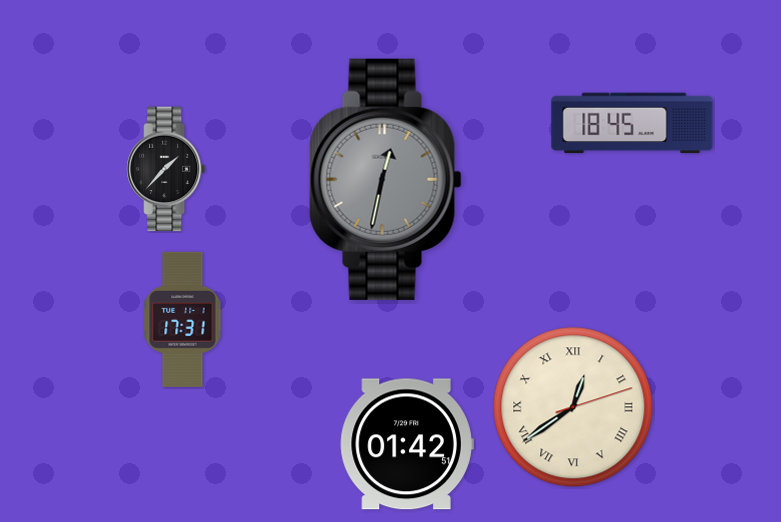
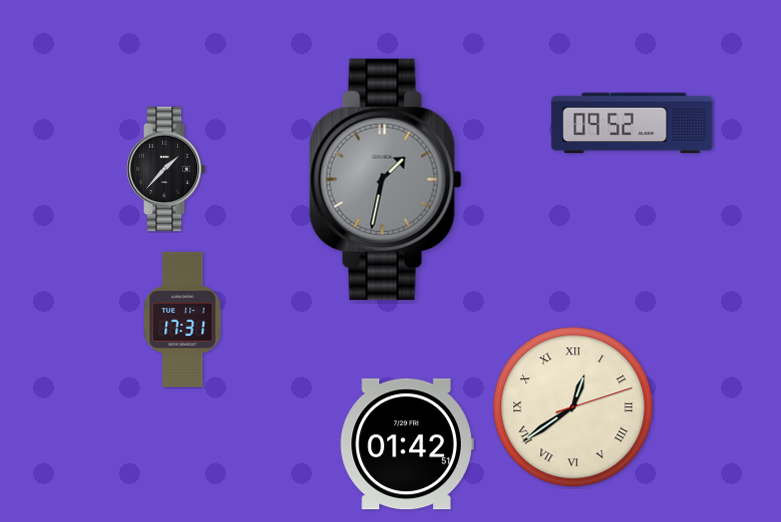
clock at (632, 123): 18:45 -> 09:52
clock at (386, 179): 12:32 -> 1:32
